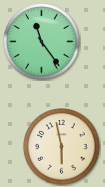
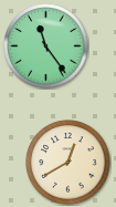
clock at (62, 147): 5:58 -> 12:40
